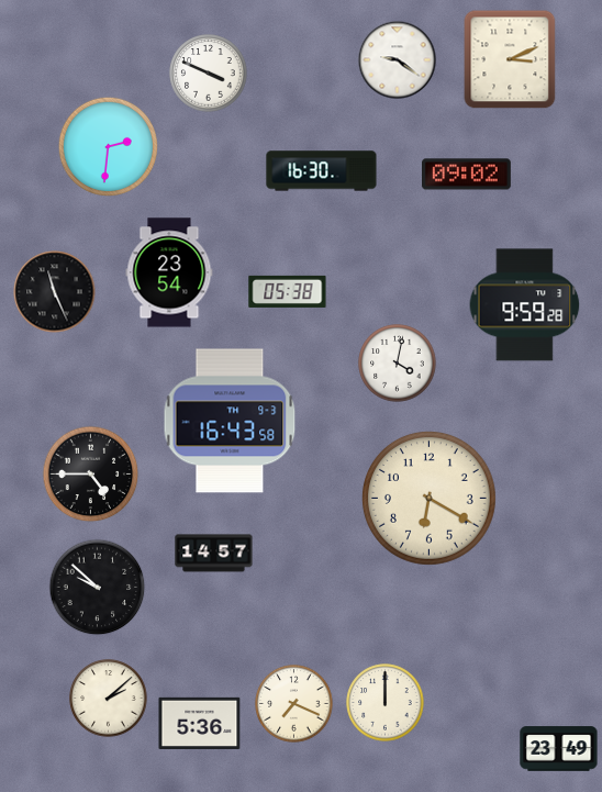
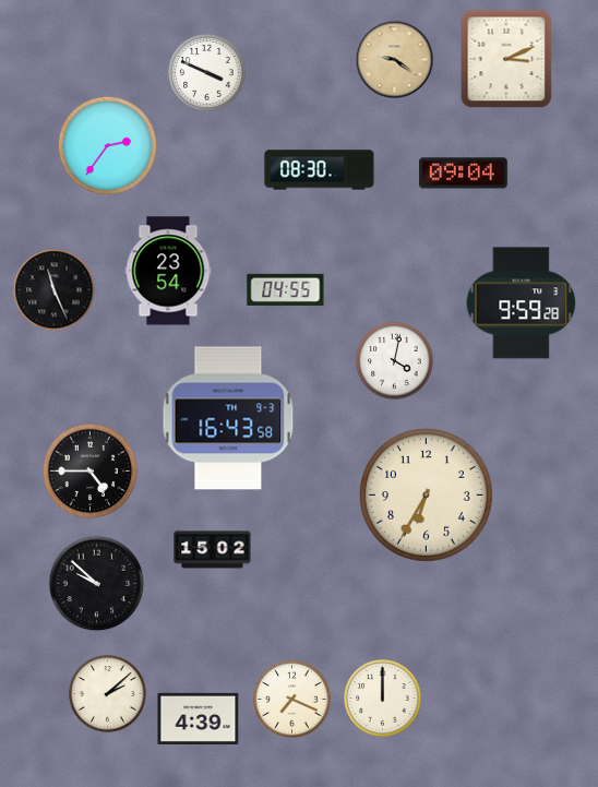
clock at (398, 60) dial: white -> champagne
clock at (108, 146): 2:31 -> 2:36
clock at (322, 171): 16:30 -> 08:30
clock at (467, 175): 09:02 -> 09:04
clock at (288, 291): 05:38 -> 04:55
clock at (430, 499): 6:20 -> 6:35
clock at (214, 554): 14:57 -> 15:02
clock at (200, 723): 5:36 -> 4:39
clock at (559, 749): 23:49 -> none
